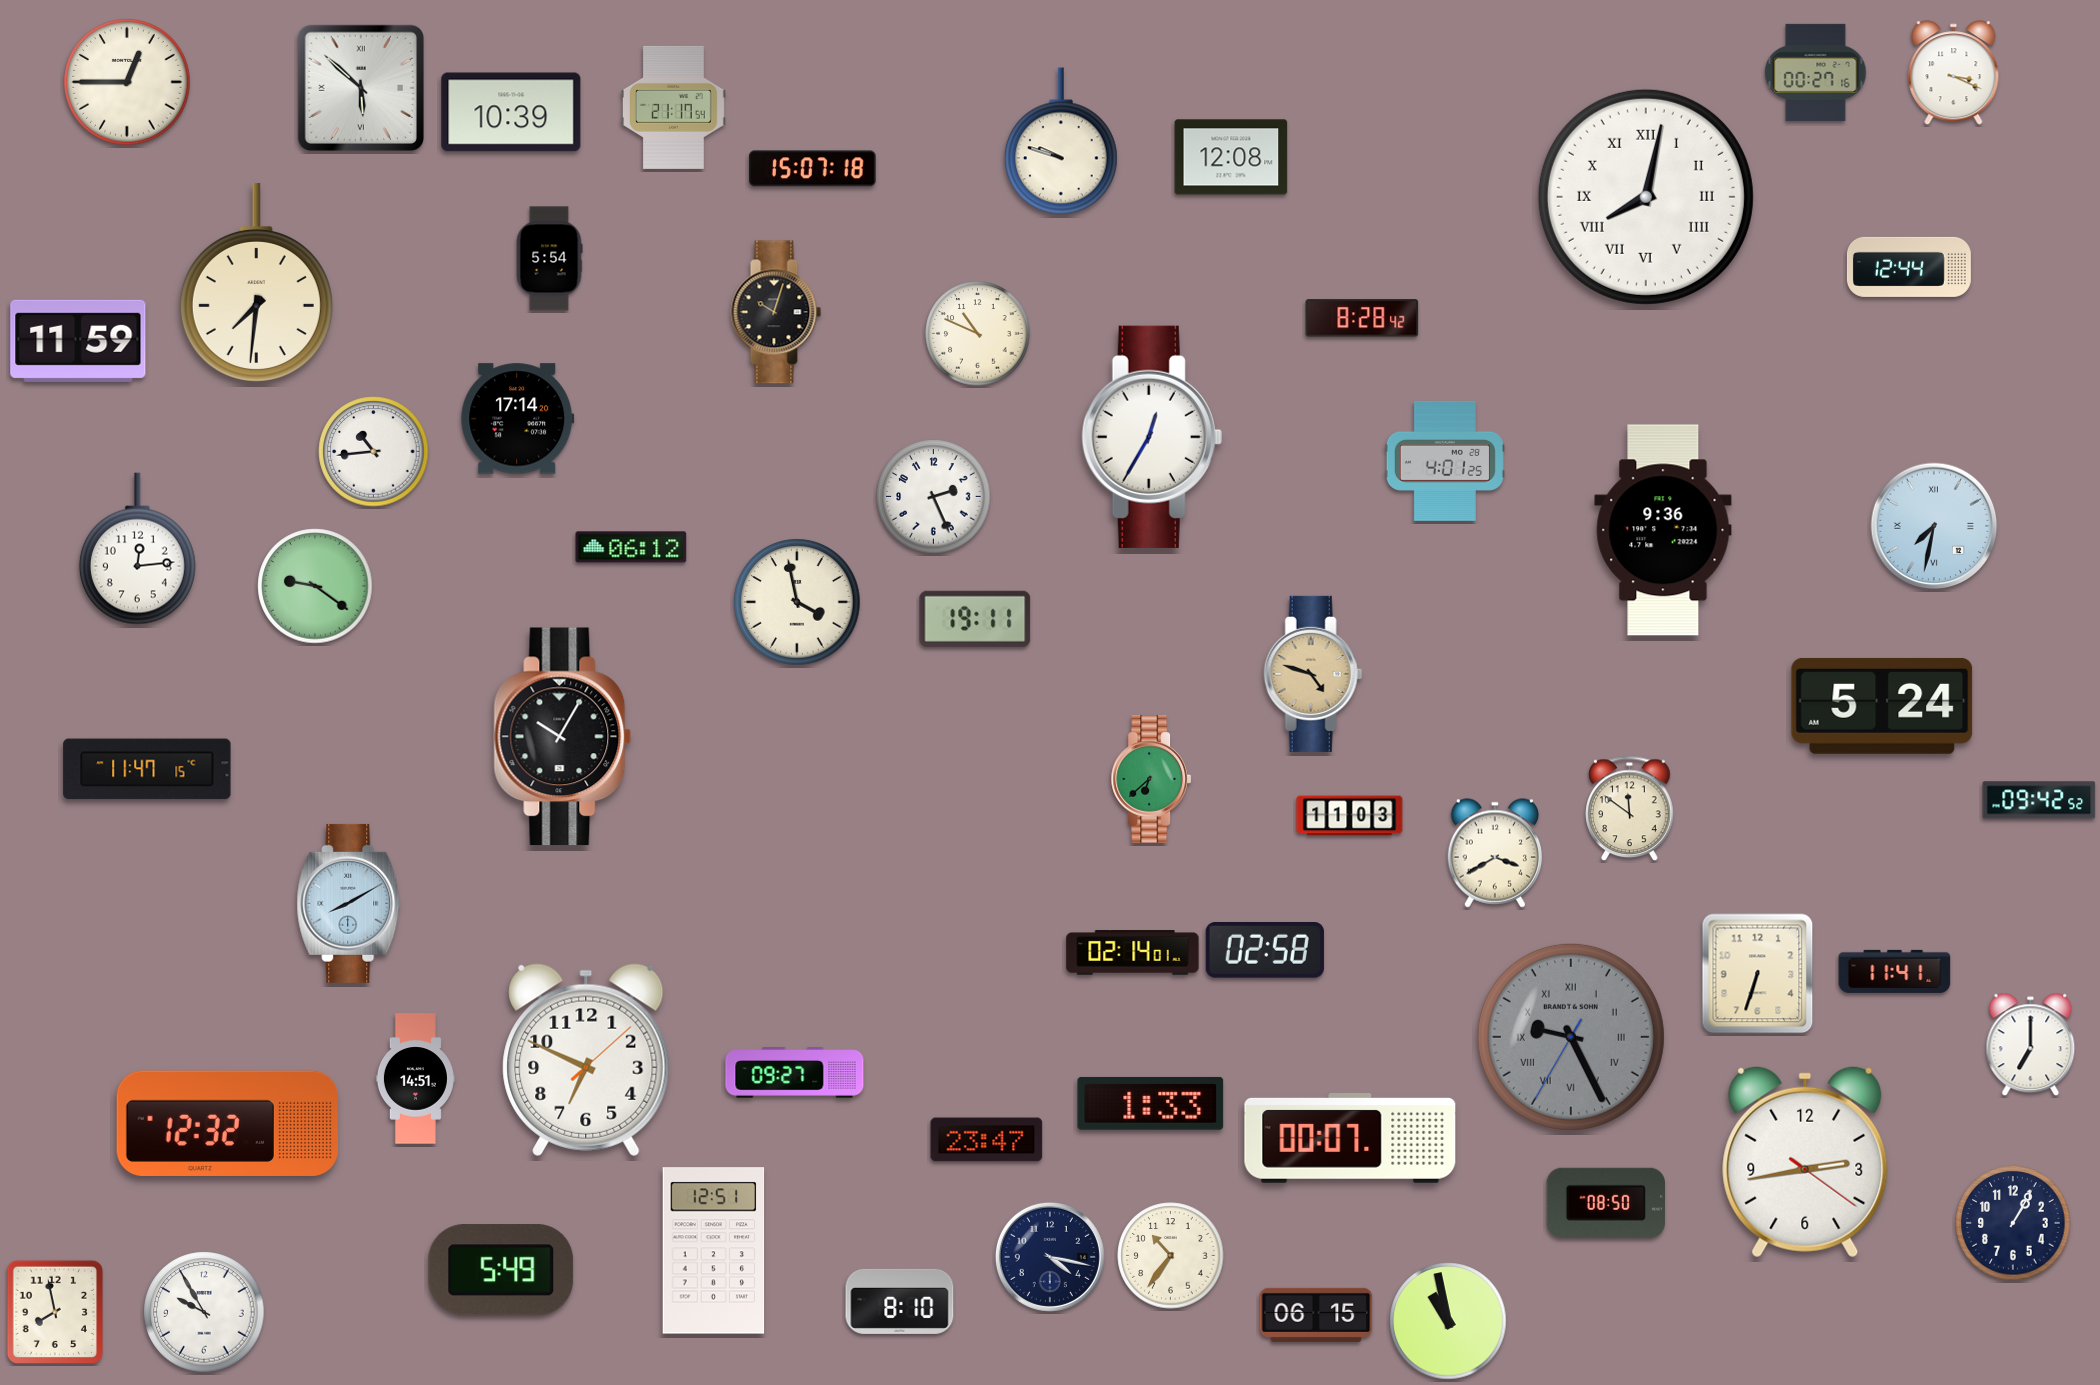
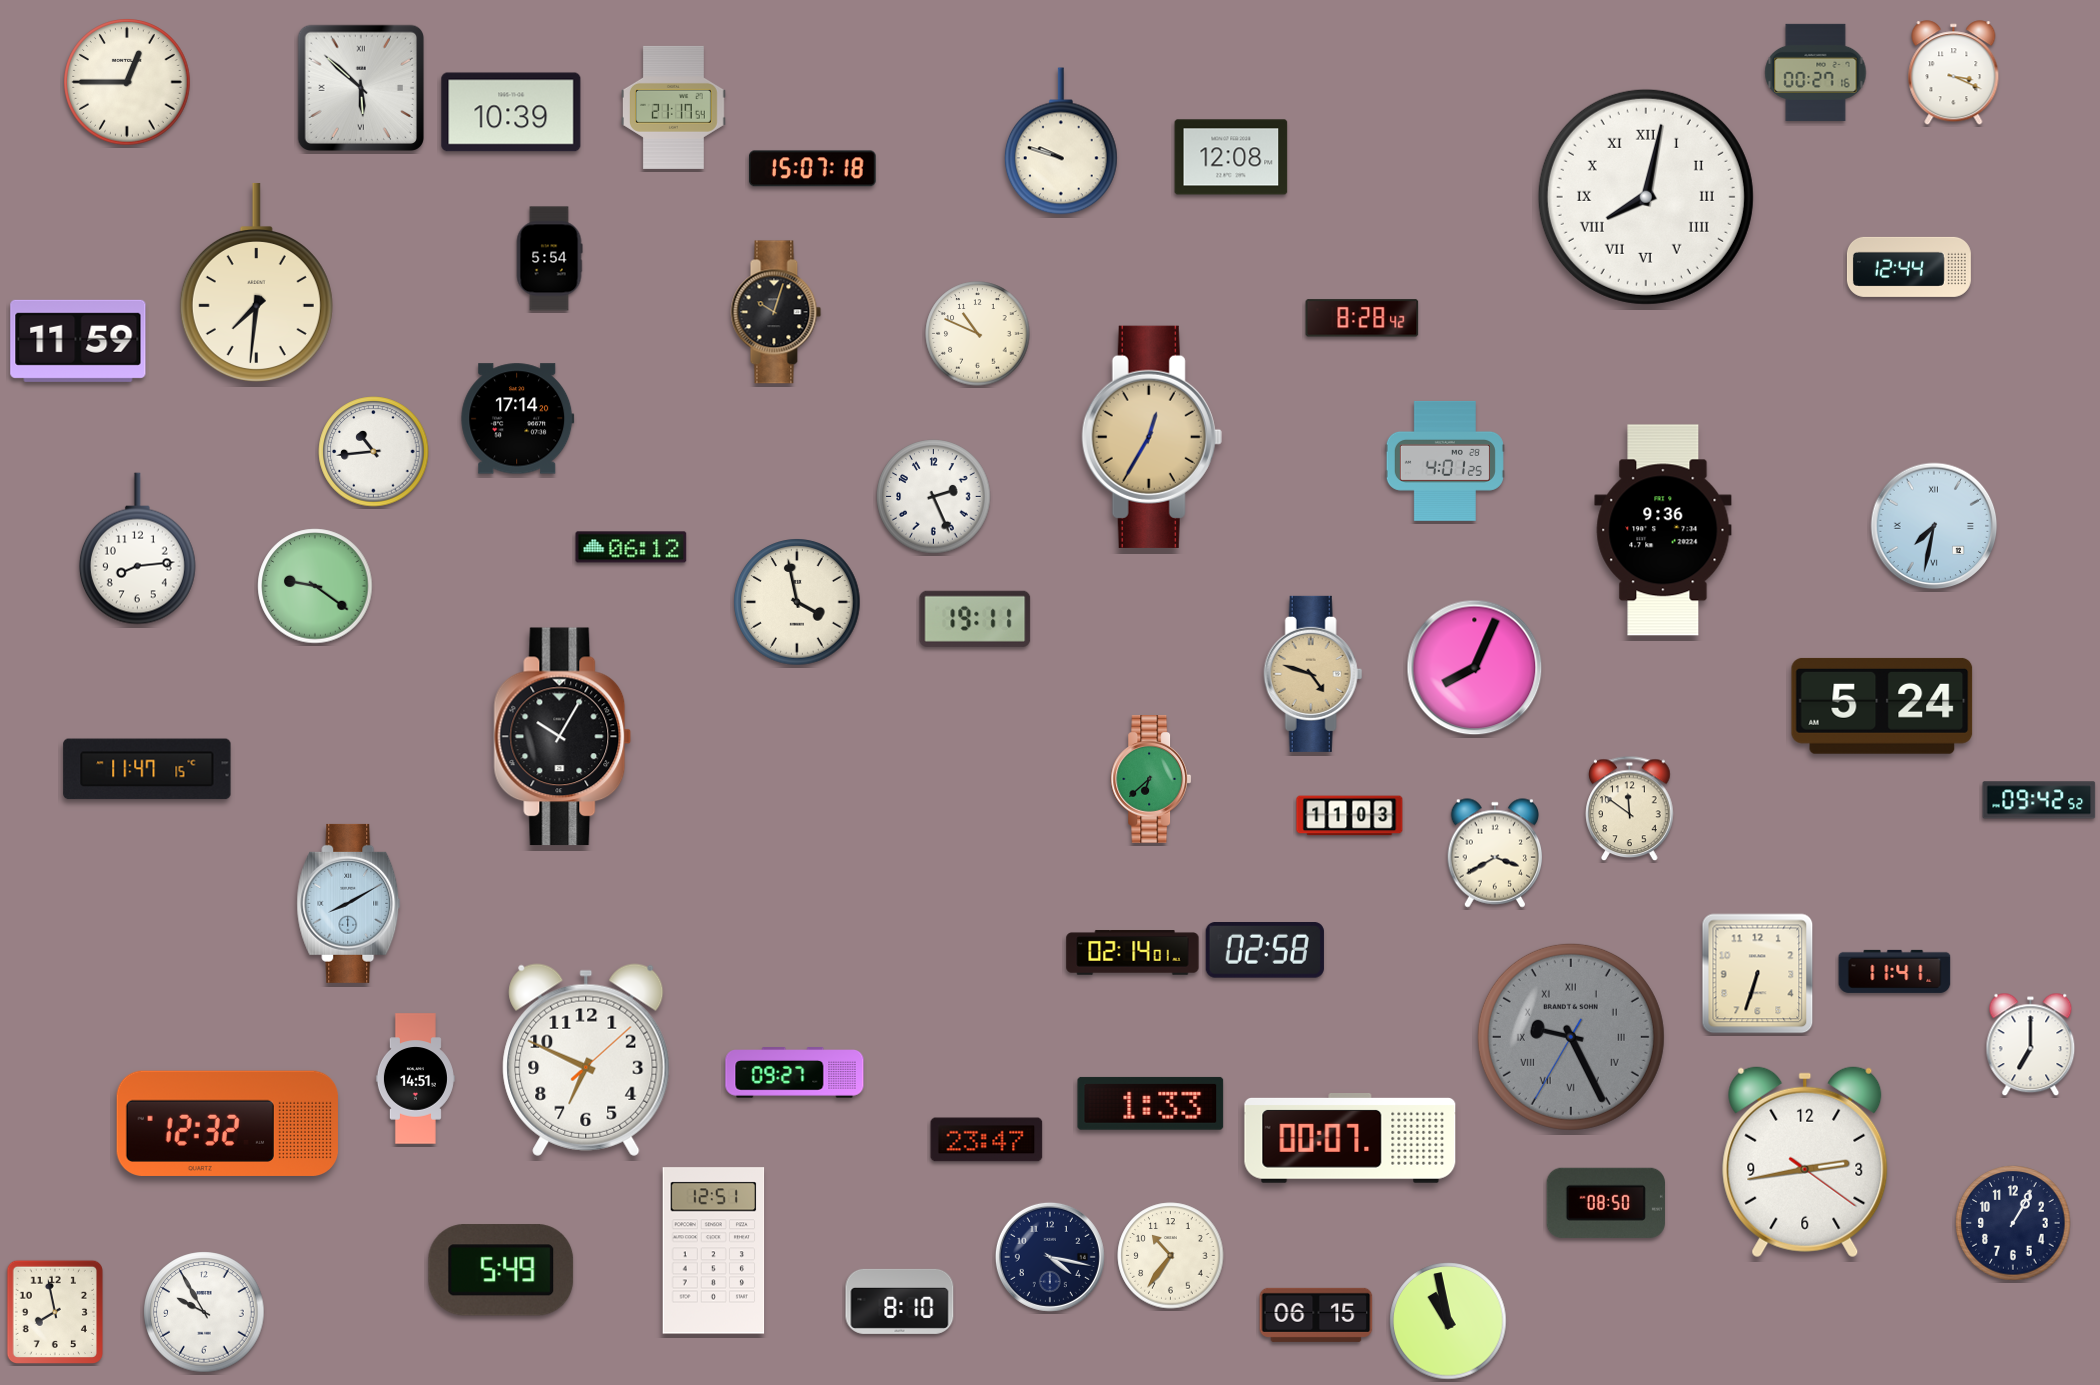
clock at (1152, 437) dial: white -> champagne
clock at (137, 549): 12:14 -> 8:14
clock at (1475, 668): none -> 8:04
